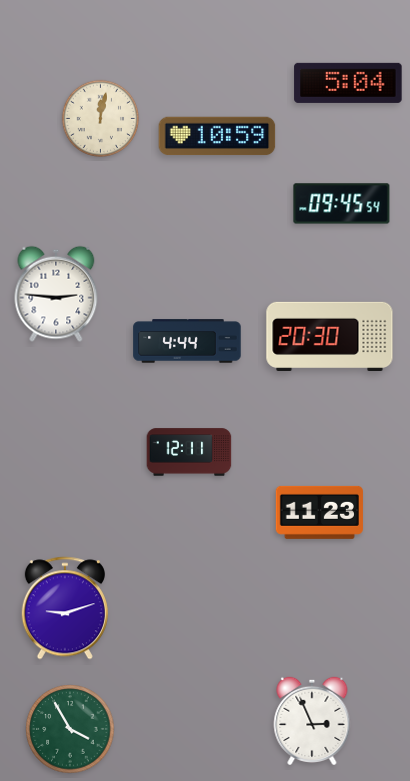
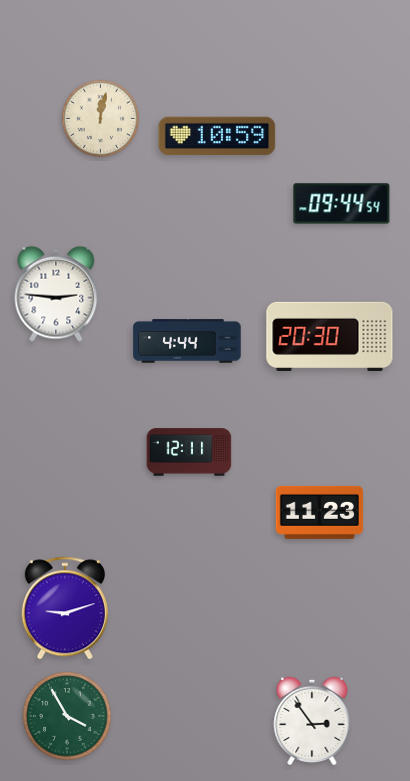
clock at (348, 83): 5:04 -> none
clock at (342, 204): 09:45 -> 09:44
clock at (312, 720): 2:56 -> 2:54
clock at (70, 729) position: (70, 729) -> (67, 716)
